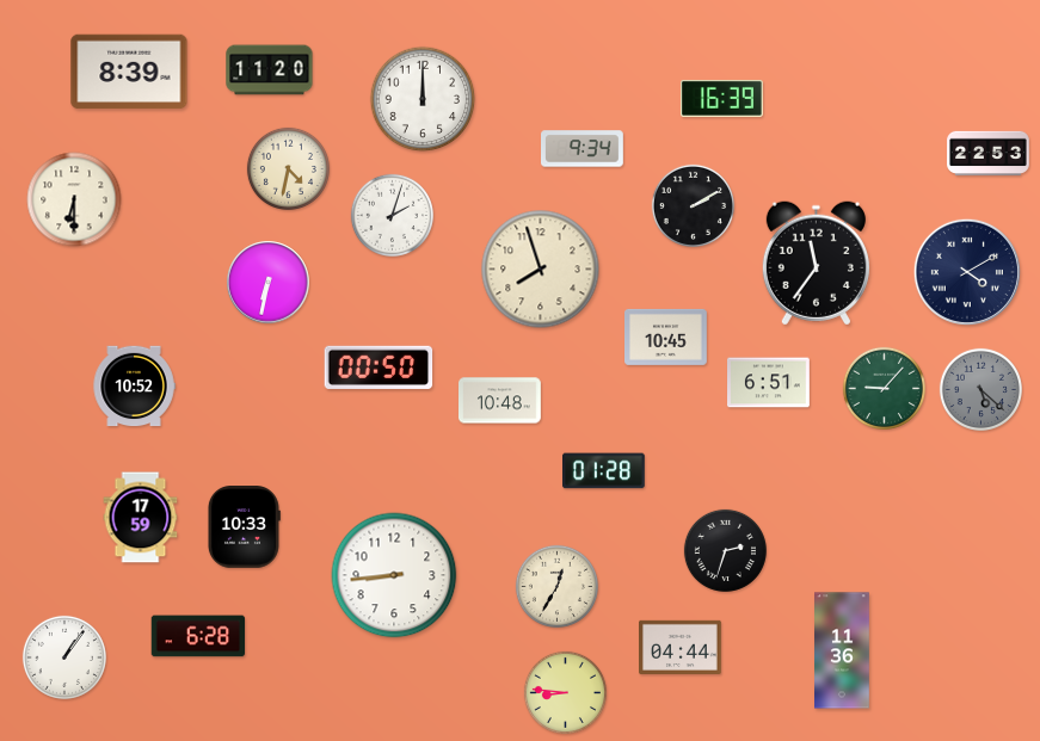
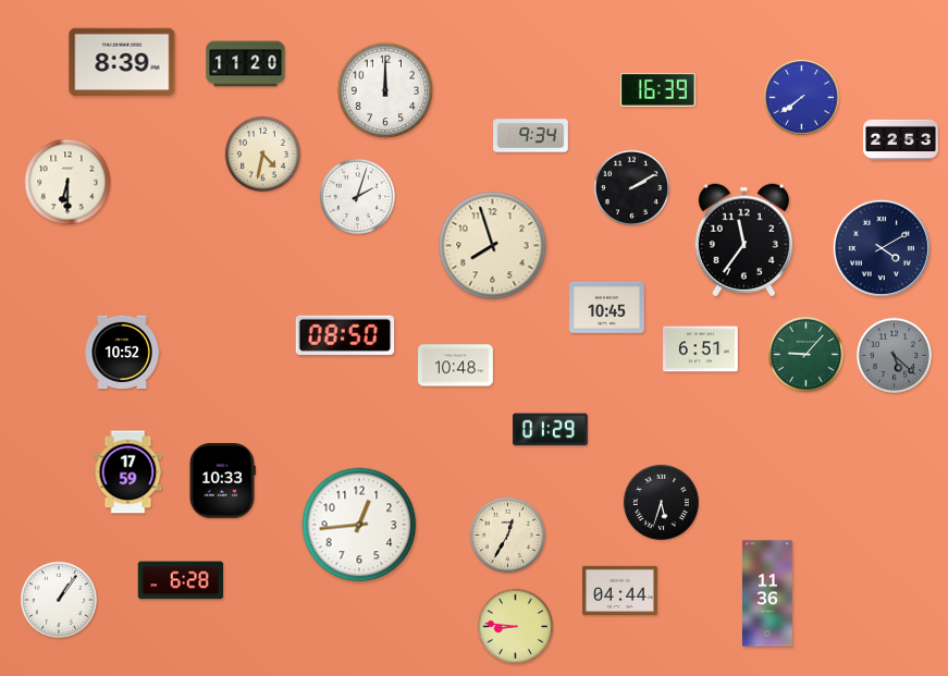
clock at (129, 72) position: (129, 72) -> (122, 62)
clock at (802, 98): none -> 7:39
clock at (269, 283): 6:32 -> none
clock at (379, 368): 00:50 -> 08:50
clock at (604, 471): 01:28 -> 01:29
clock at (725, 550): 2:33 -> 5:33
clock at (394, 575): 8:44 -> 12:44
clock at (565, 692) position: (565, 692) -> (515, 626)
